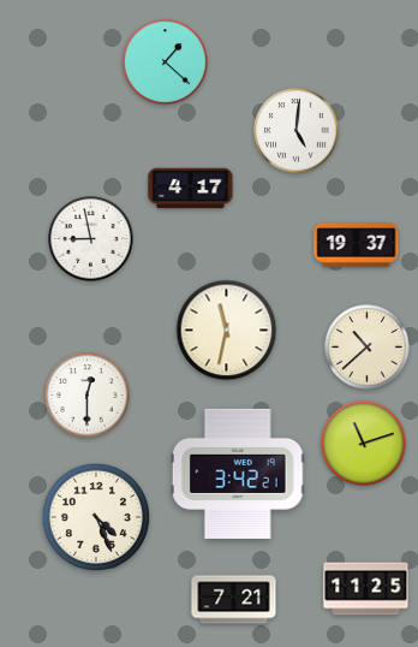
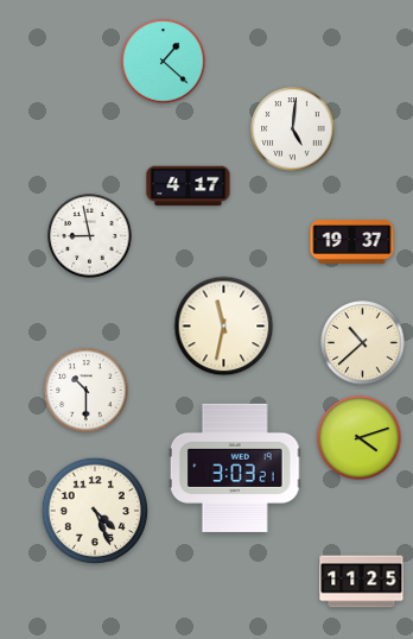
clock at (88, 396): 12:30 -> 10:30
clock at (364, 444): 11:12 -> 4:12
clock at (238, 474): 3:42 -> 3:03
clock at (234, 600): 7:21 -> none
